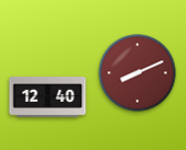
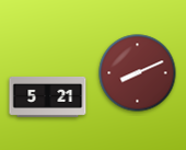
clock at (48, 96): 12:40 -> 5:21
